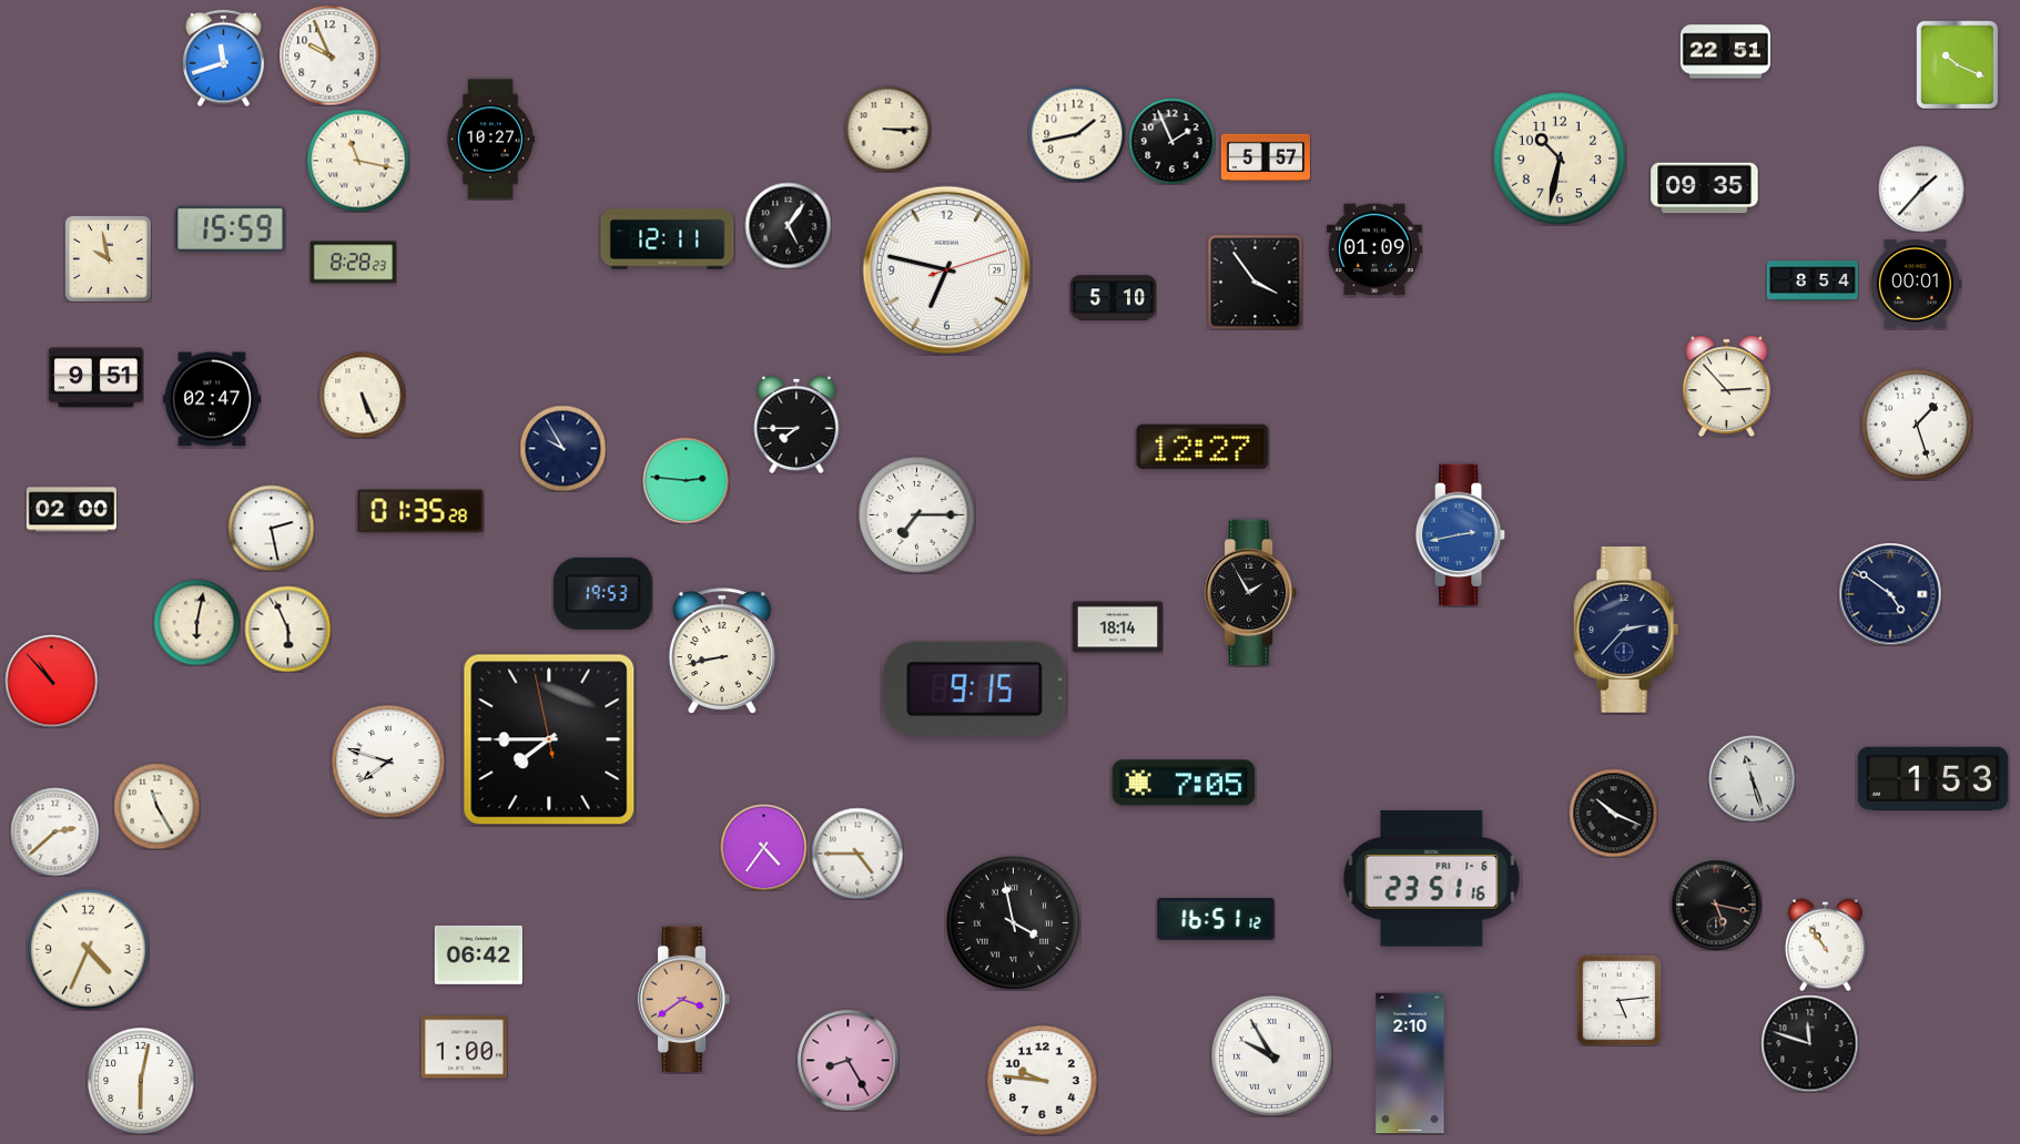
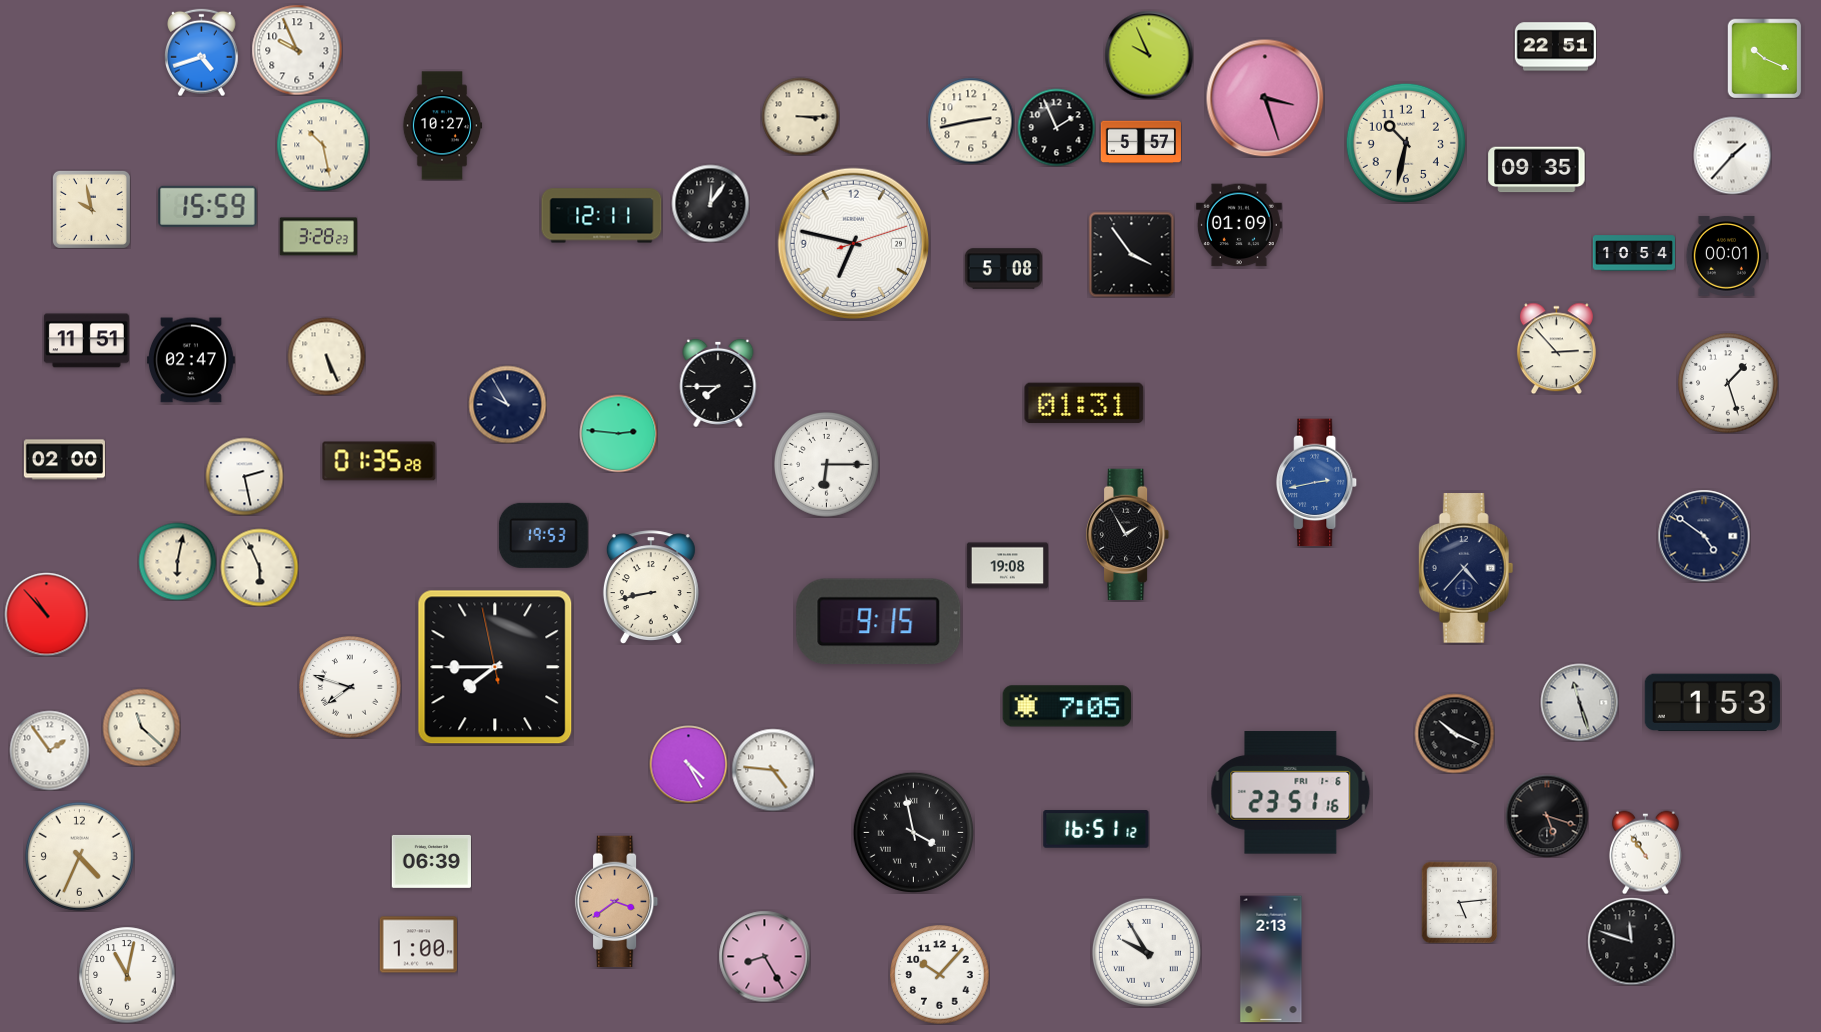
clock at (224, 58): 11:42 -> 4:42
clock at (1149, 55): none -> 9:56
clock at (1265, 98): none -> 3:27
clock at (1077, 134): 1:43 -> 2:43
clock at (358, 161): 11:17 -> 10:28
clock at (1921, 188) position: (1921, 188) -> (1732, 155)
clock at (788, 225): 5:06 -> 12:06
clock at (108, 258) position: (108, 258) -> (91, 209)
clock at (353, 263): 8:28 -> 3:28
clock at (1813, 280): 8:54 -> 10:54
clock at (1113, 298): 5:10 -> 5:08
clock at (95, 378): 9:51 -> 11:51
clock at (1202, 447): 12:27 -> 01:31
clock at (917, 515): 7:15 -> 6:15
clock at (1117, 627): 18:14 -> 19:08
clock at (1626, 630): 2:37 -> 4:37
clock at (1932, 779) position: (1932, 779) -> (1712, 703)
clock at (156, 806): 11:25 -> 11:22
clock at (54, 831): 2:38 -> 1:54
clock at (763, 847): 4:36 -> 4:25
clock at (857, 854): 4:45 -> 4:46
clock at (1716, 905): 5:17 -> 5:18
clock at (478, 954): 06:42 -> 06:39
clock at (1410, 1063): 2:10 -> 2:13
clock at (141, 1081): 6:02 -> 11:02
clock at (1043, 1081): 9:46 -> 10:07
